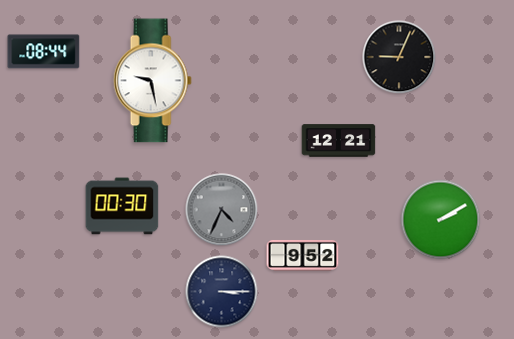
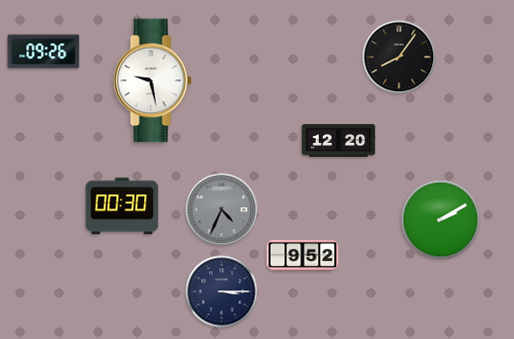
clock at (44, 52): 08:44 -> 09:26
clock at (399, 57): 9:04 -> 8:06
clock at (339, 141): 12:21 -> 12:20
